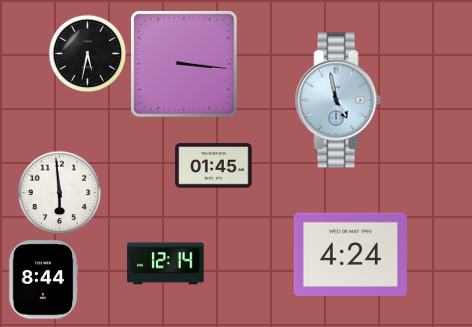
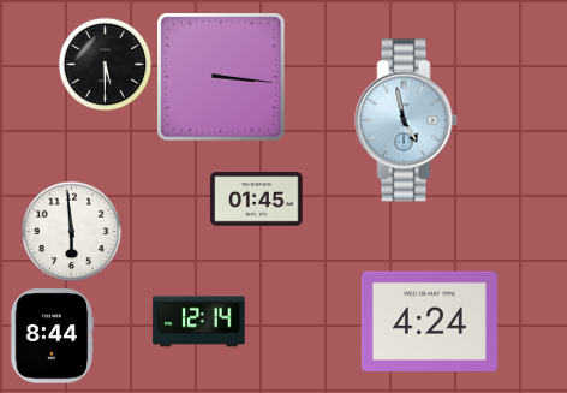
clock at (87, 53): 5:32 -> 5:30
clock at (350, 254) position: (350, 254) -> (429, 321)
clock at (166, 264) position: (166, 264) -> (199, 322)
